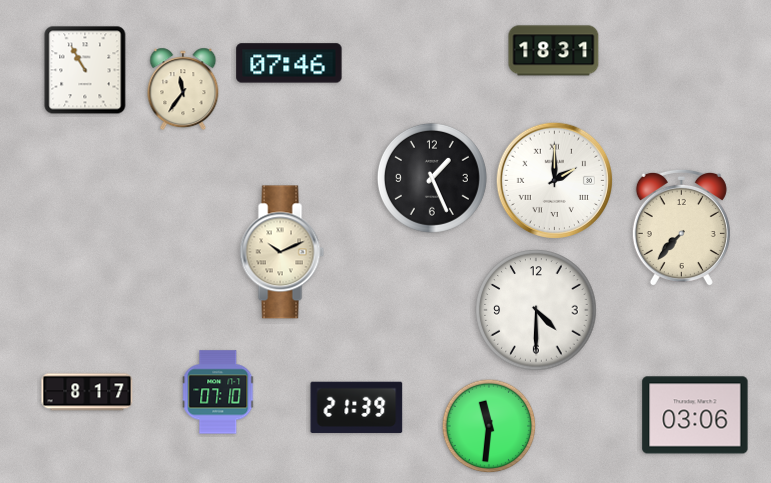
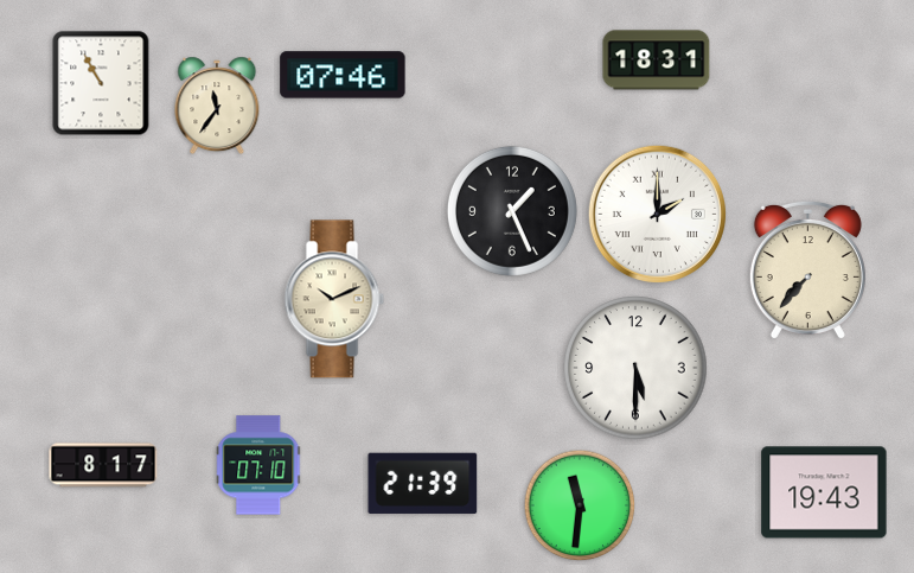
clock at (536, 310): 4:30 -> 5:30
clock at (695, 415): 03:06 -> 19:43
